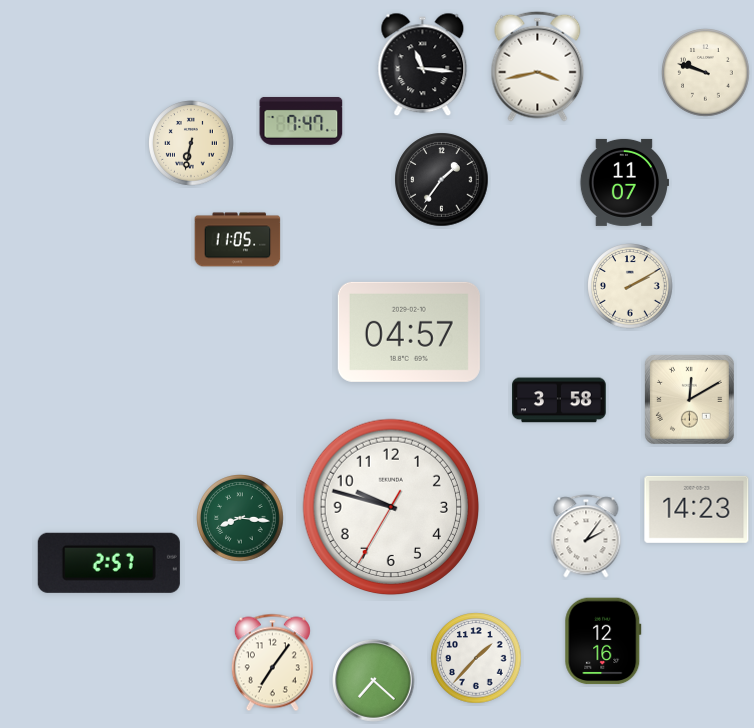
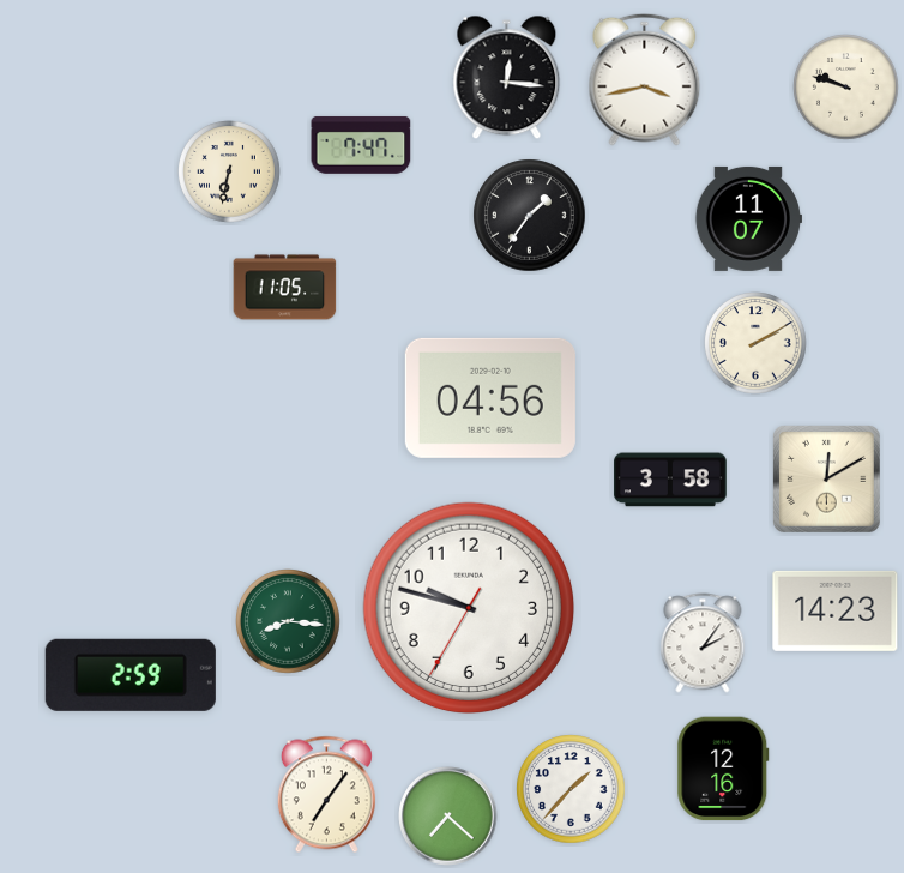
clock at (423, 65): 11:16 -> 12:16
clock at (409, 332): 04:57 -> 04:56
clock at (109, 563): 2:57 -> 2:59
